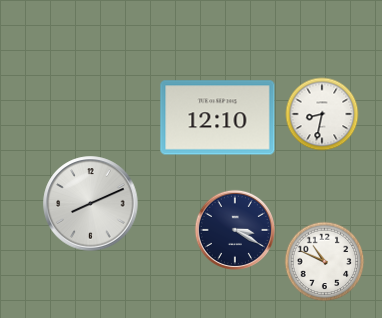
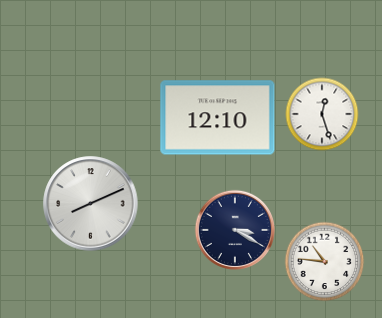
clock at (322, 114): 8:32 -> 12:27
clock at (325, 262): 10:49 -> 10:46
